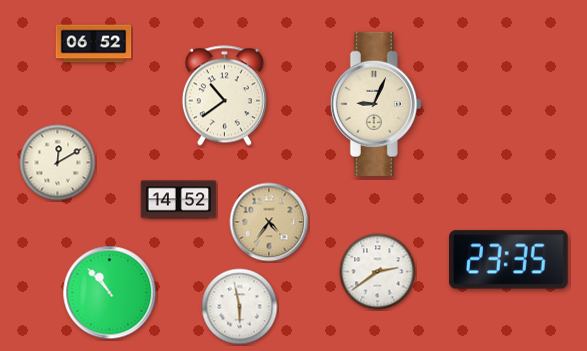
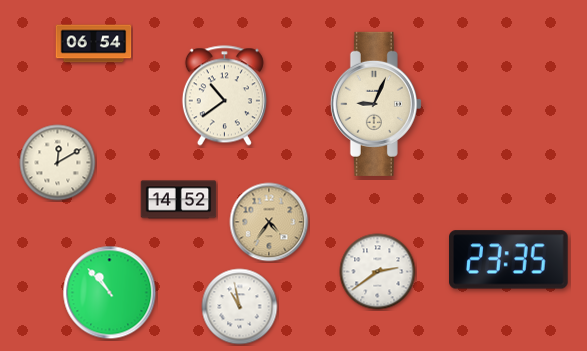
clock at (94, 44): 06:52 -> 06:54
clock at (240, 307): 5:58 -> 10:58
